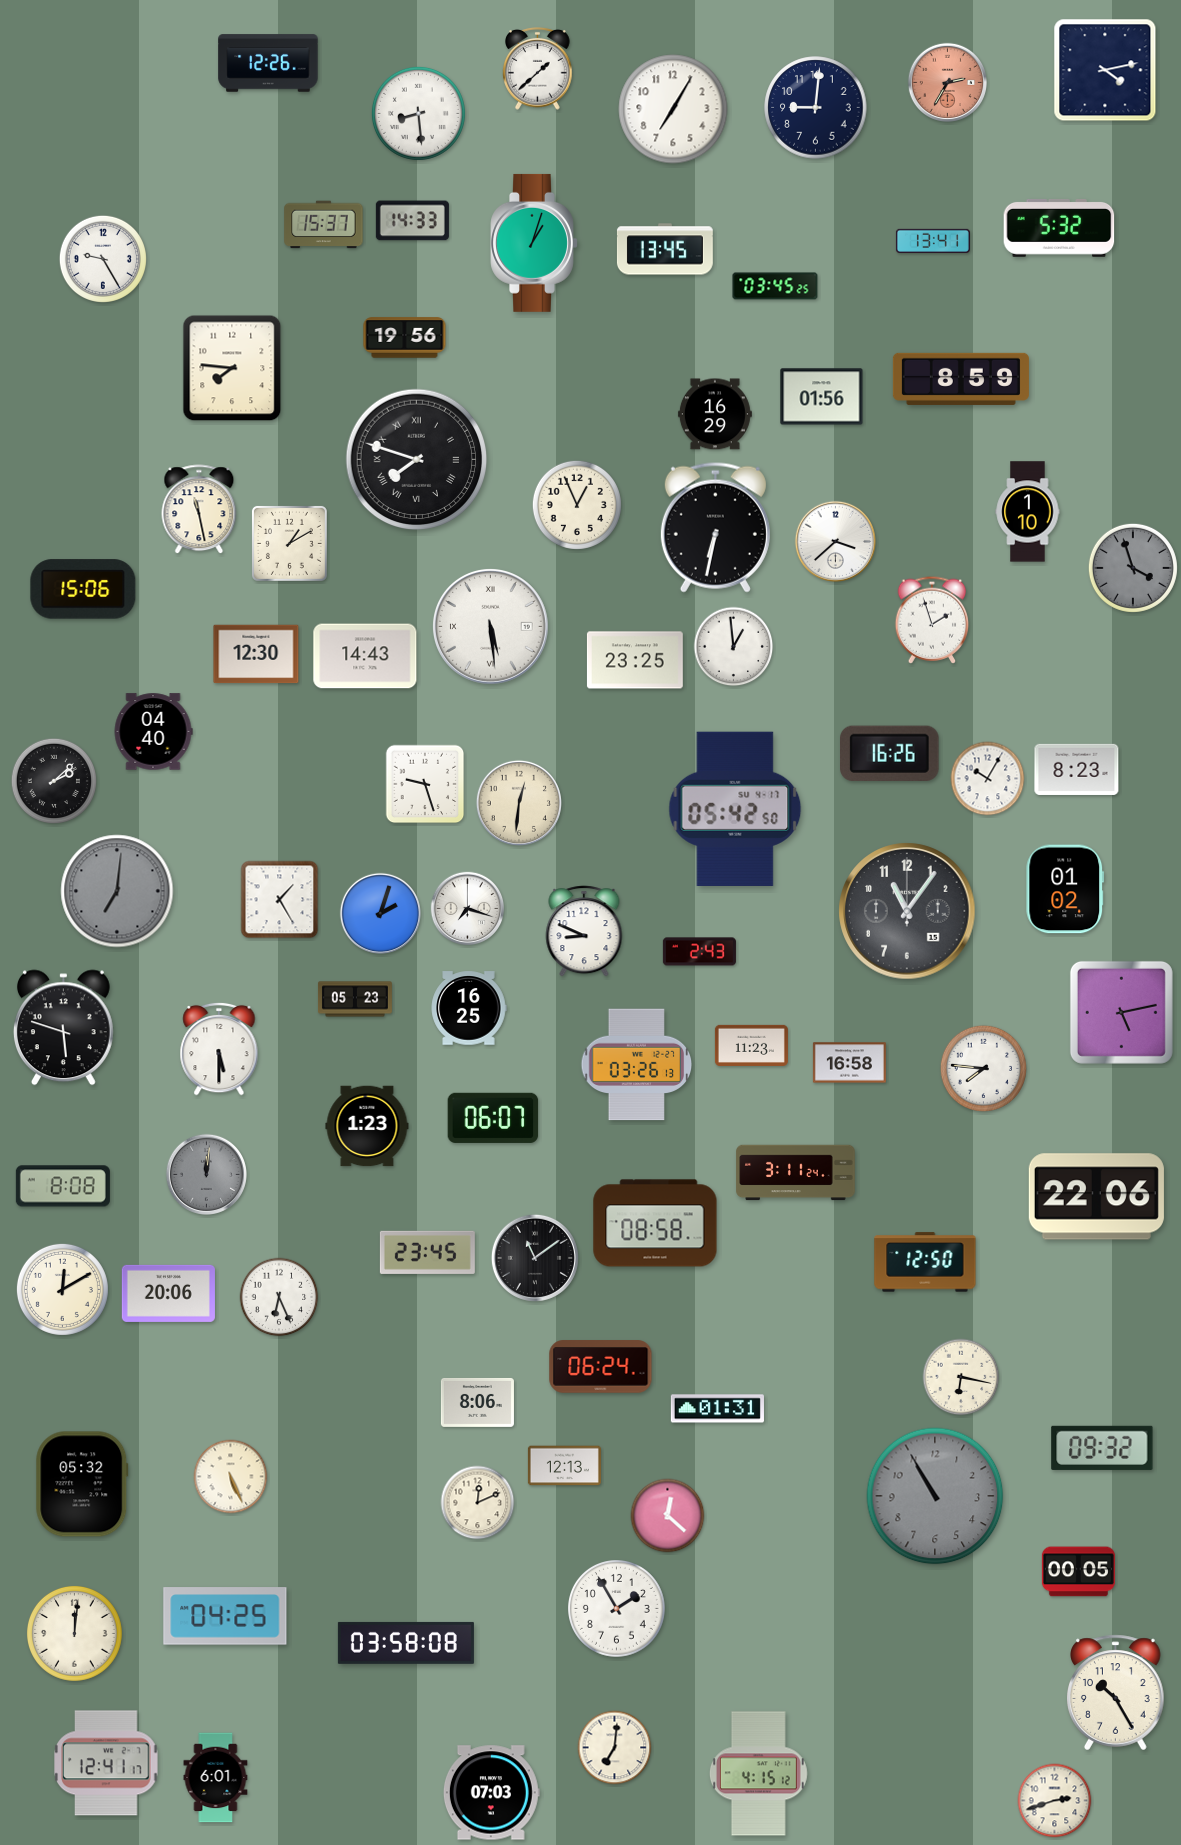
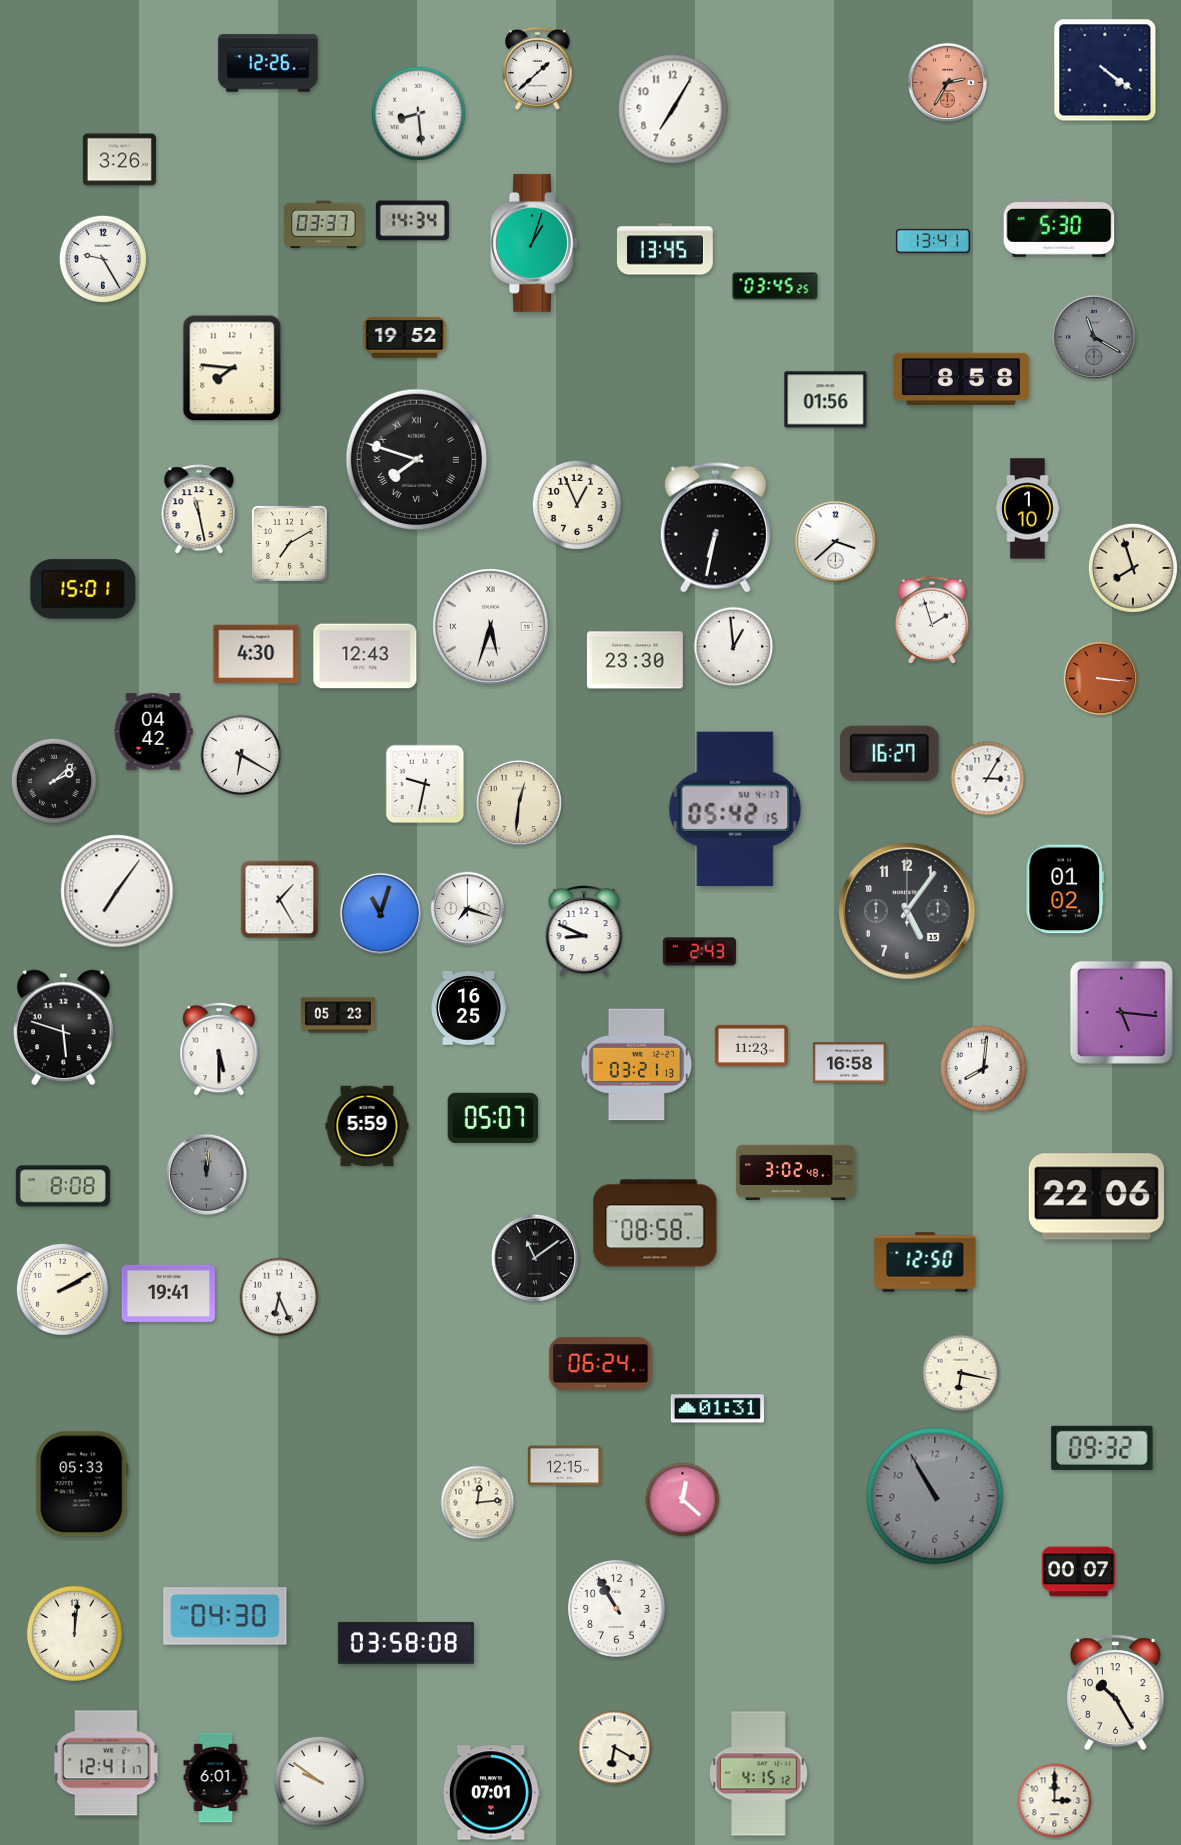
clock at (1105, 70): 4:13 -> 4:21
clock at (816, 108): 9:01 -> none
clock at (119, 160): none -> 3:26
clock at (412, 221): 14:33 -> 14:34
clock at (324, 225): 15:37 -> 03:37
clock at (1059, 228): 5:32 -> 5:30
clock at (1094, 337): none -> 11:20
clock at (405, 338): 19:56 -> 19:52
clock at (961, 379): 8:59 -> 8:58
clock at (822, 397) position: (822, 397) -> (826, 400)
clock at (715, 414): 16:29 -> none
clock at (1028, 512) position: (1028, 512) -> (1028, 509)
clock at (289, 543): 1:10 -> 7:10
clock at (1133, 568): 3:57 -> 7:57
clock at (1133, 568) dial: grey -> cream
clock at (83, 589): 15:06 -> 15:01
clock at (490, 626): 5:29 -> 5:33
clock at (256, 654): 12:30 -> 4:30
clock at (365, 656): 14:43 -> 12:43
clock at (635, 660): 23:25 -> 23:30
clock at (1101, 679): none -> 3:16
clock at (153, 732): 04:40 -> 04:42
clock at (890, 753): 16:26 -> 16:27
clock at (241, 755): none -> 6:20
clock at (1077, 769): 8:23 -> none
clock at (988, 779): 10:05 -> 3:05
clock at (425, 784): 9:27 -> 9:32
clock at (735, 809): 05:42:50 -> 05:42:15
clock at (117, 891): 7:01 -> 7:06
clock at (117, 891) dial: grey -> white
clock at (907, 911): 11:06 -> 5:06
clock at (380, 913): 2:03 -> 11:03
clock at (355, 999) position: (355, 999) -> (338, 1015)
clock at (1121, 1012): 5:13 -> 5:16
clock at (637, 1065): 03:26 -> 03:21
clock at (983, 1068): 7:46 -> 8:01
clock at (493, 1118): 06:07 -> 05:07
clock at (367, 1126): 1:23 -> 5:59
clock at (796, 1173): 3:11 -> 3:02
clock at (427, 1252): 23:45 -> none
clock at (62, 1289): 12:10 -> 2:10
clock at (168, 1293): 20:06 -> 19:41
clock at (601, 1367) position: (601, 1367) -> (601, 1364)
clock at (961, 1377) position: (961, 1377) -> (961, 1373)
clock at (477, 1402): 8:06 -> none
clock at (564, 1466): 12:13 -> 12:15
clock at (231, 1477): 5:26 -> none
clock at (82, 1484): 05:32 -> 05:33
clock at (478, 1503): 12:11 -> 12:14
clock at (668, 1516) position: (668, 1516) -> (683, 1500)
clock at (1078, 1572): 00:05 -> 00:07
clock at (617, 1609): 1:55 -> 10:55
clock at (225, 1616): 04:25 -> 04:30
clock at (615, 1748): 7:01 -> 6:20
clock at (319, 1781): none -> 9:51
clock at (491, 1793): 07:03 -> 07:01
clock at (1055, 1801): 2:42 -> 3:00
